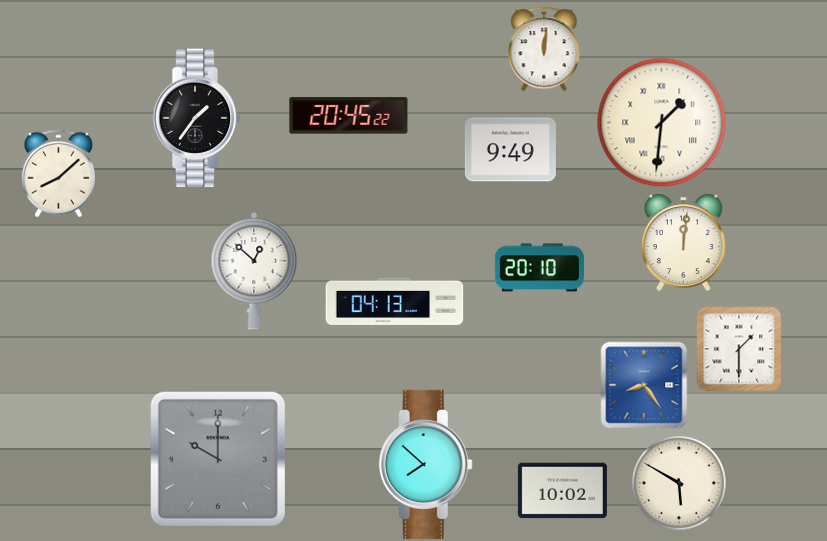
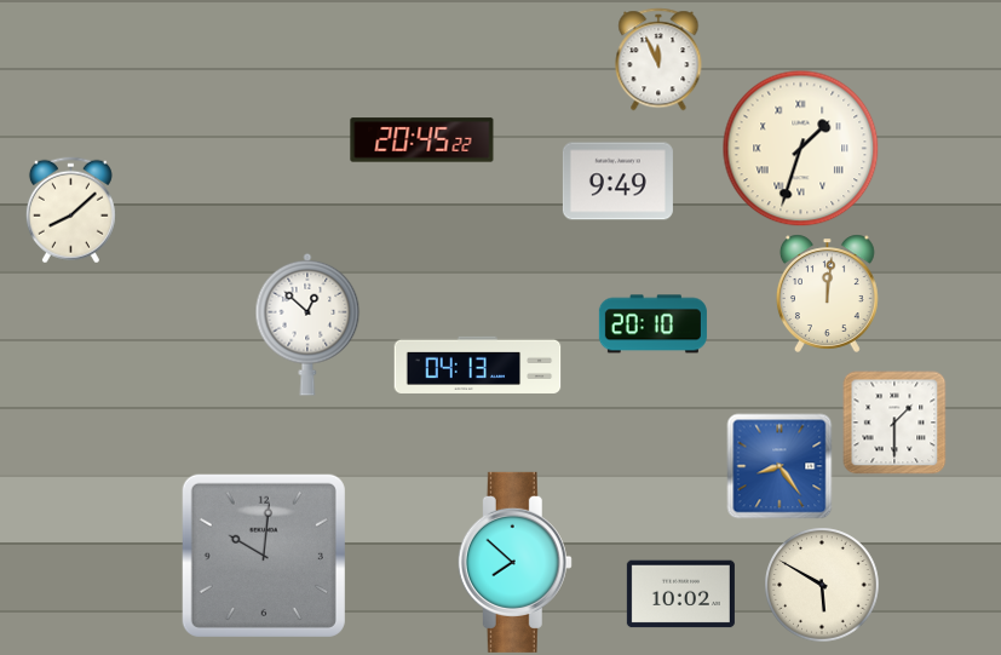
clock at (544, 49): 12:01 -> 11:56
clock at (197, 118): 1:36 -> none
clock at (661, 122): 1:31 -> 1:33
clock at (254, 271) position: (254, 271) -> (307, 324)
clock at (218, 459): 10:00 -> 10:01
